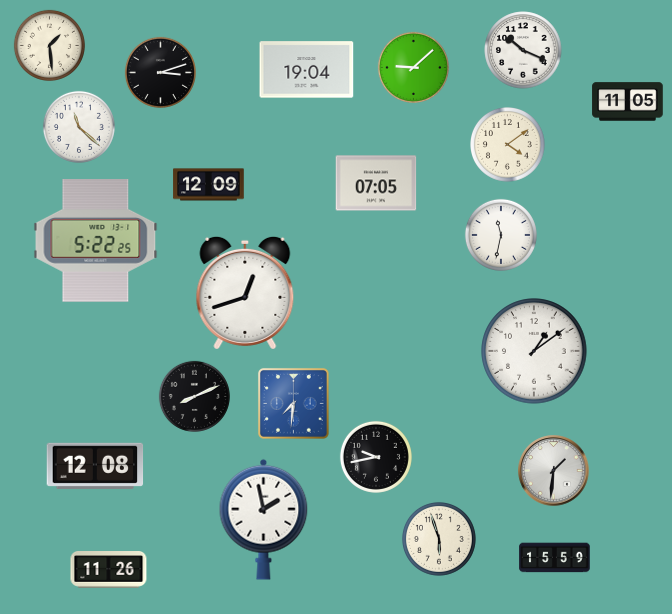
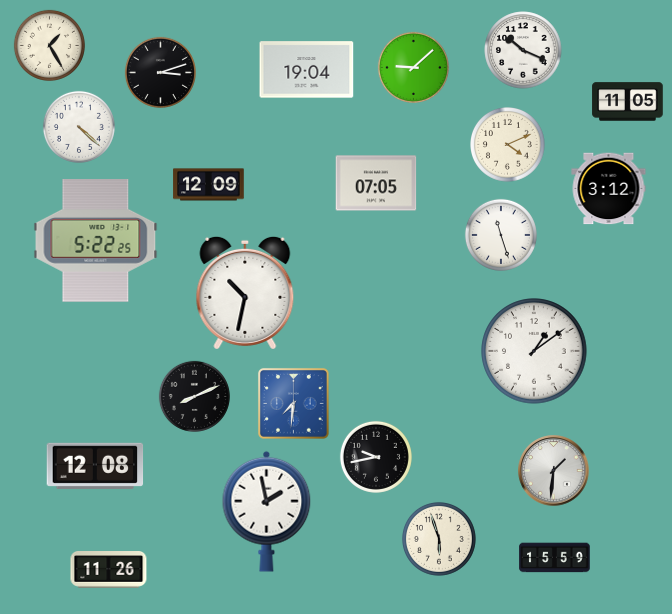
clock at (49, 45): 1:29 -> 1:25
clock at (79, 127): 11:22 -> 4:22
clock at (508, 145): 4:09 -> 4:11
clock at (609, 189): none -> 3:12
clock at (501, 235): 11:32 -> 11:27
clock at (245, 293): 12:42 -> 10:32
clock at (264, 519) position: (264, 519) -> (267, 511)
